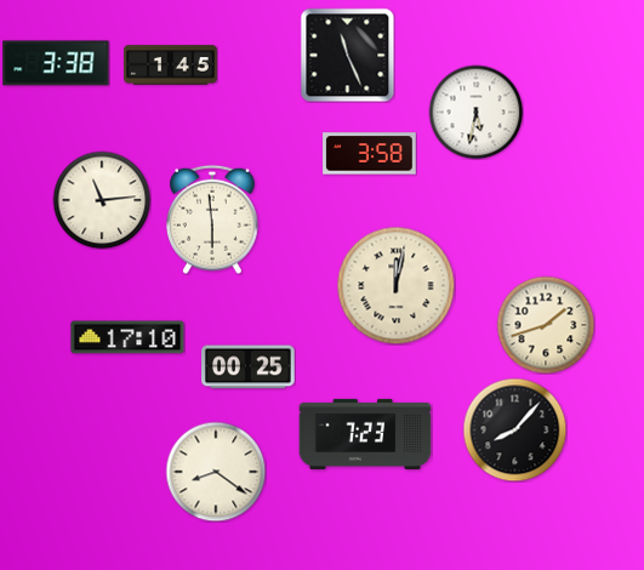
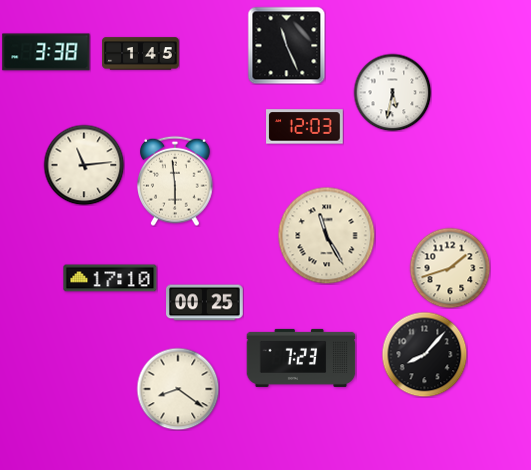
clock at (370, 154): 3:58 -> 12:03
clock at (395, 285): 12:02 -> 11:25
clock at (127, 337) position: (127, 337) -> (110, 278)
